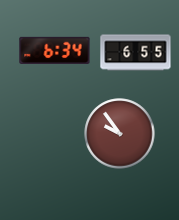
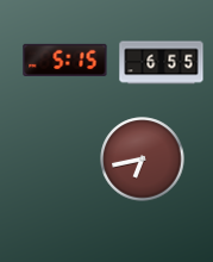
clock at (55, 50): 6:34 -> 5:15
clock at (120, 134): 9:54 -> 6:43
